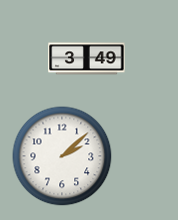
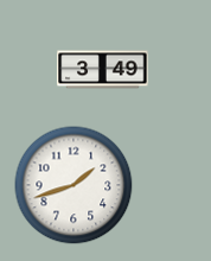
clock at (62, 156): 2:08 -> 1:42
